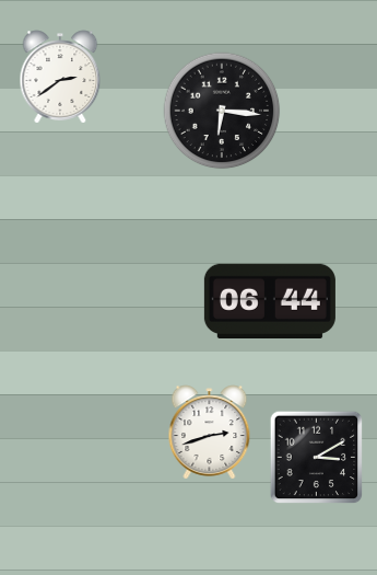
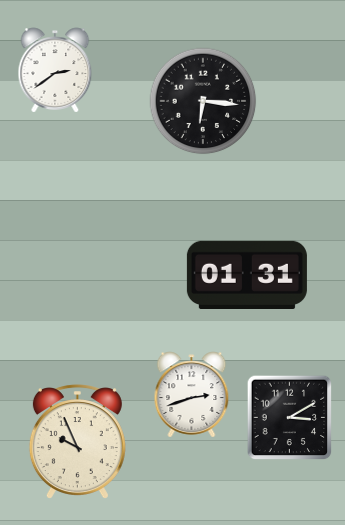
clock at (270, 300): 06:44 -> 01:31
clock at (77, 441): none -> 9:56
